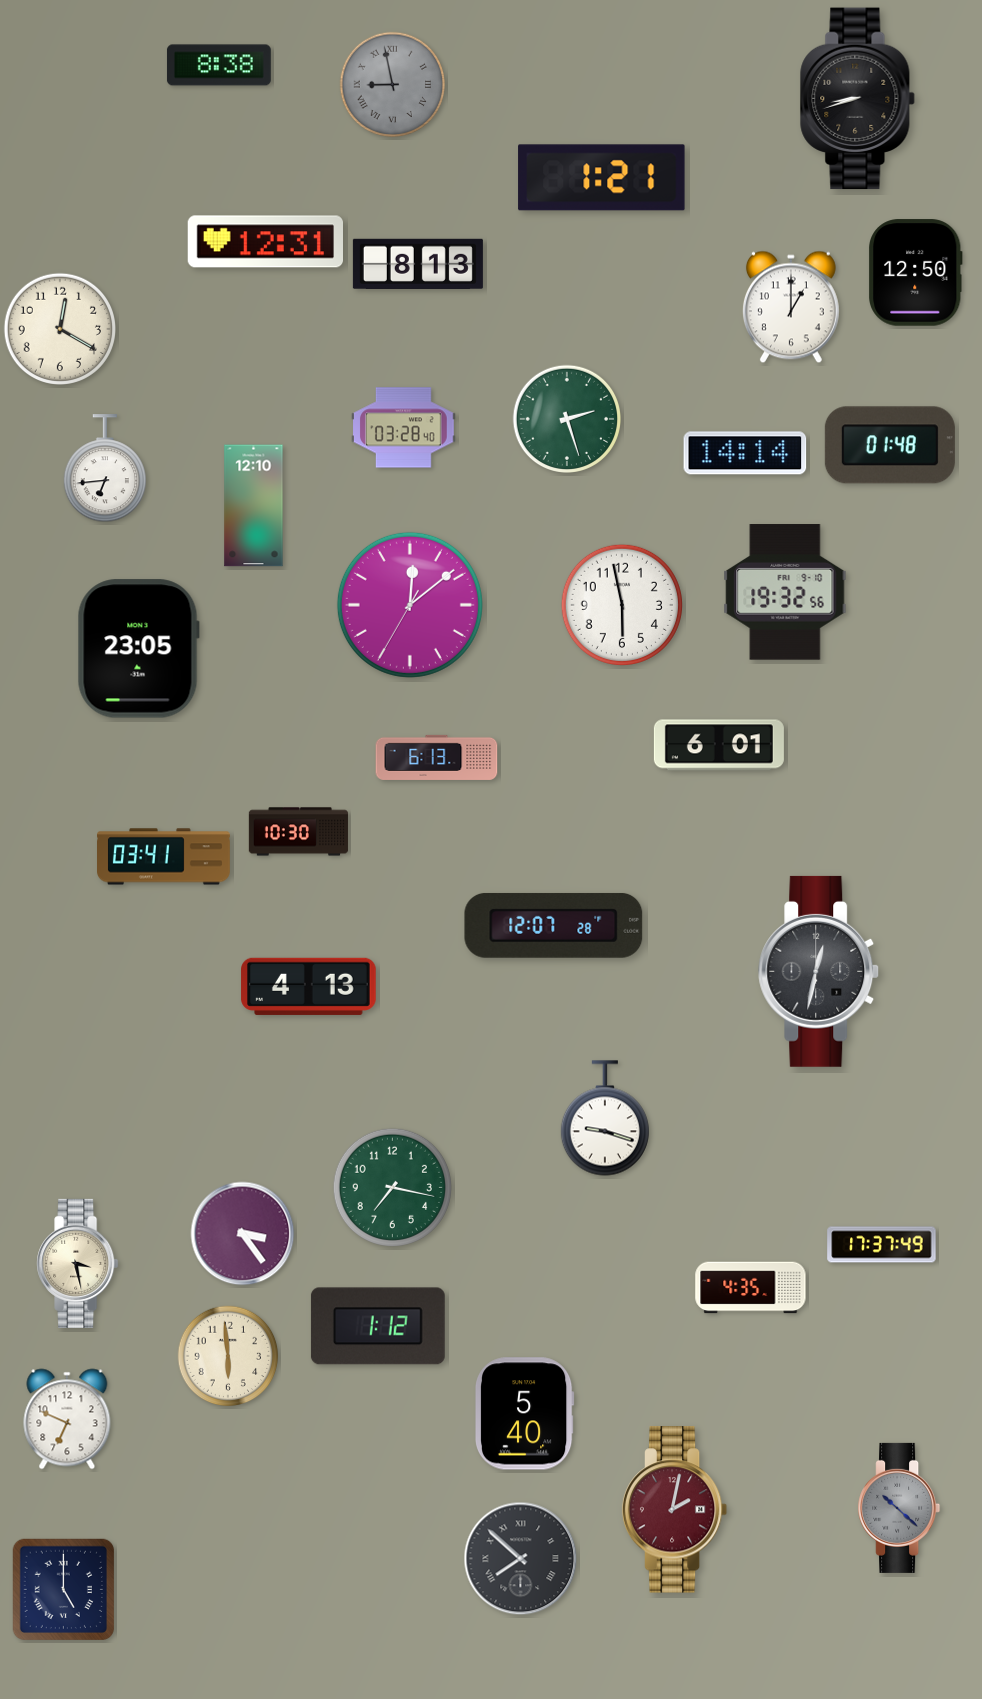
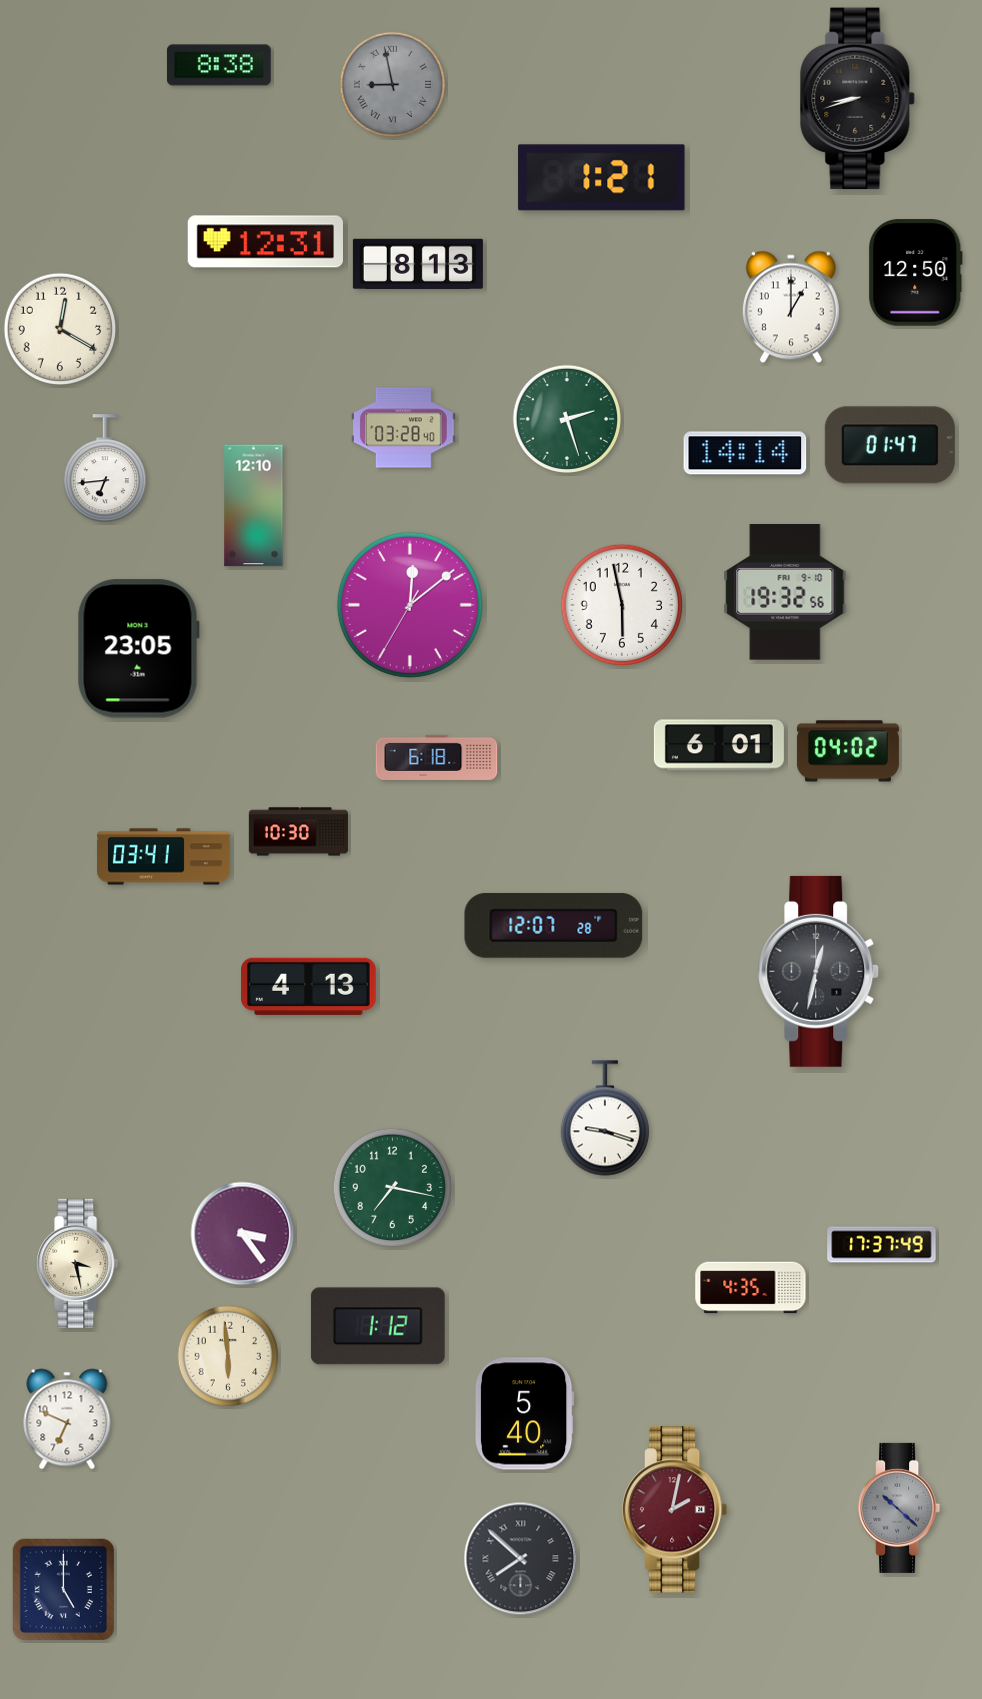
clock at (890, 445): 01:48 -> 01:47
clock at (848, 751): none -> 04:02
clock at (437, 757): 6:13 -> 6:18
